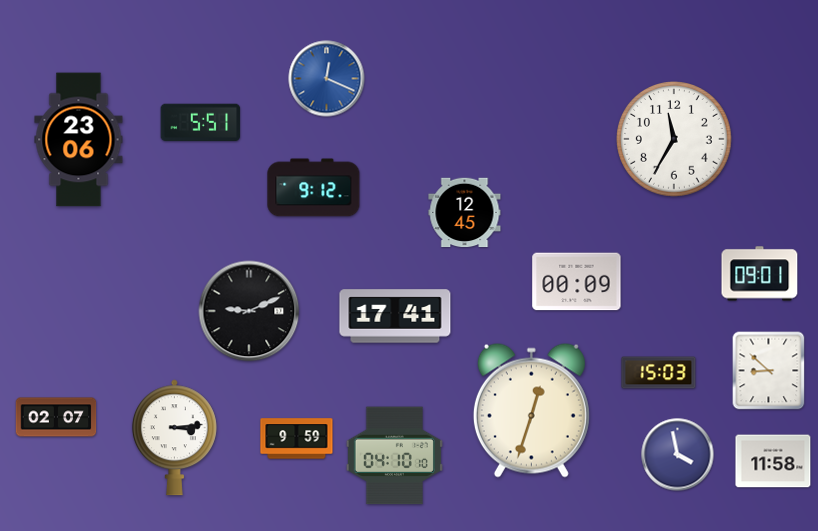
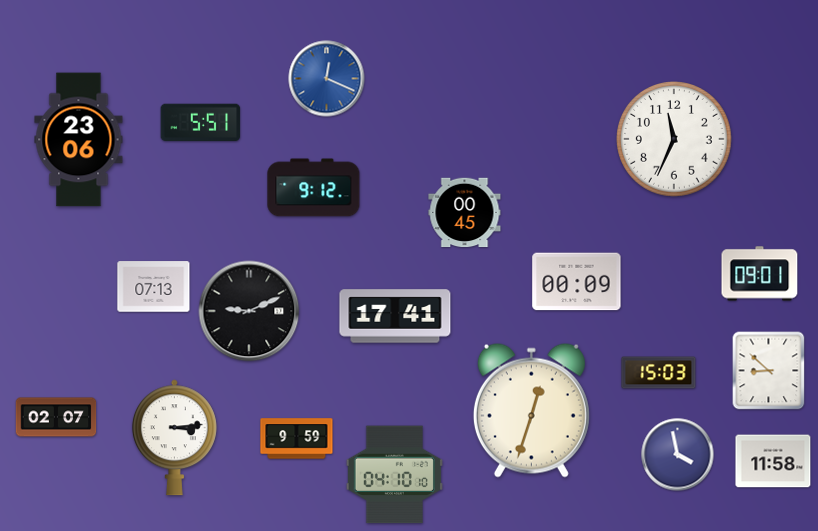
clock at (675, 140): 11:35 -> 11:34
clock at (465, 213): 12:45 -> 00:45
clock at (154, 287): none -> 07:13
clock at (394, 456) position: (394, 456) -> (394, 475)
